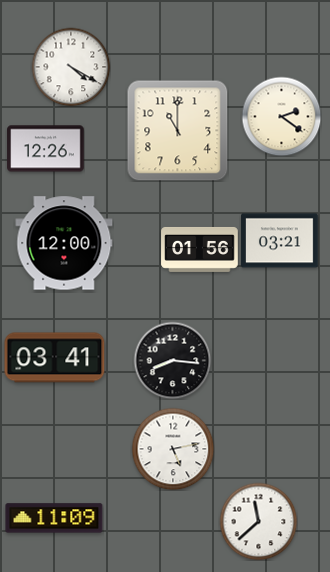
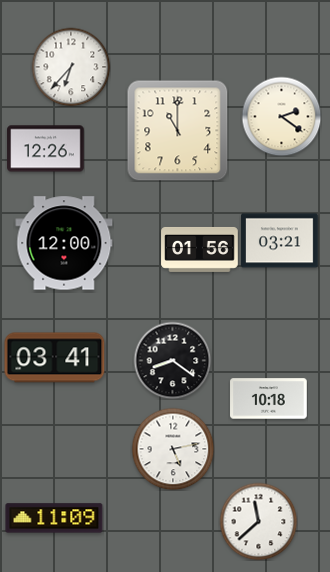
clock at (71, 67): 4:20 -> 6:37
clock at (172, 360): 8:16 -> 8:21
clock at (269, 399): none -> 10:18
